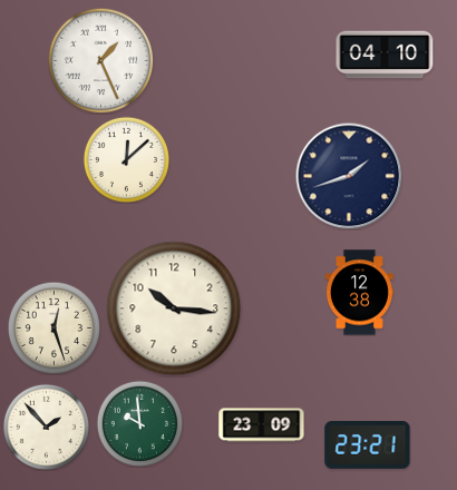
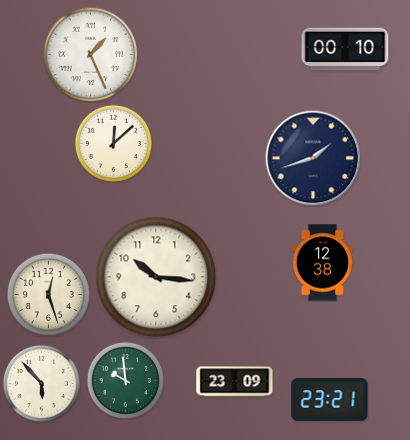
clock at (385, 55): 04:10 -> 00:10
clock at (46, 427): 1:53 -> 5:53
